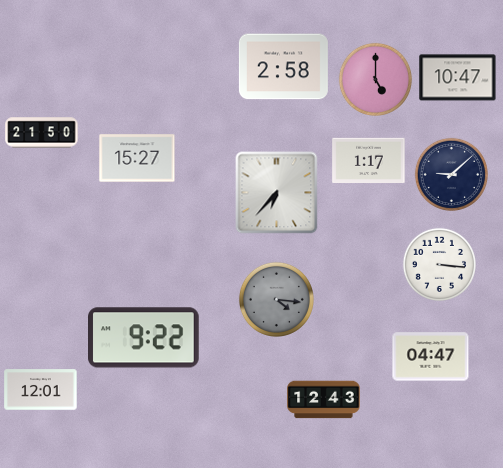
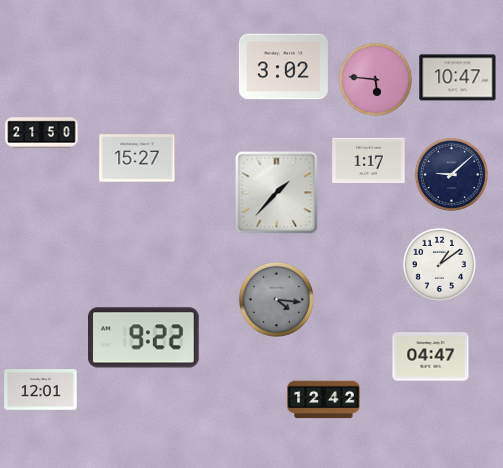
clock at (283, 67): 2:58 -> 3:02
clock at (375, 79): 5:00 -> 5:46
clock at (277, 193): 6:37 -> 1:37
clock at (439, 264): 3:16 -> 1:09
clock at (324, 400): 12:43 -> 12:42
